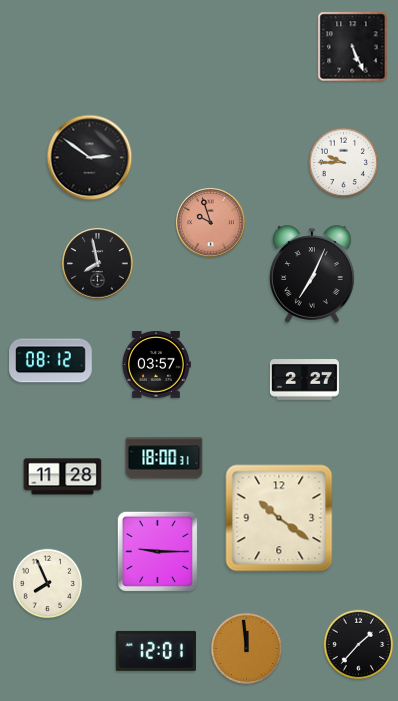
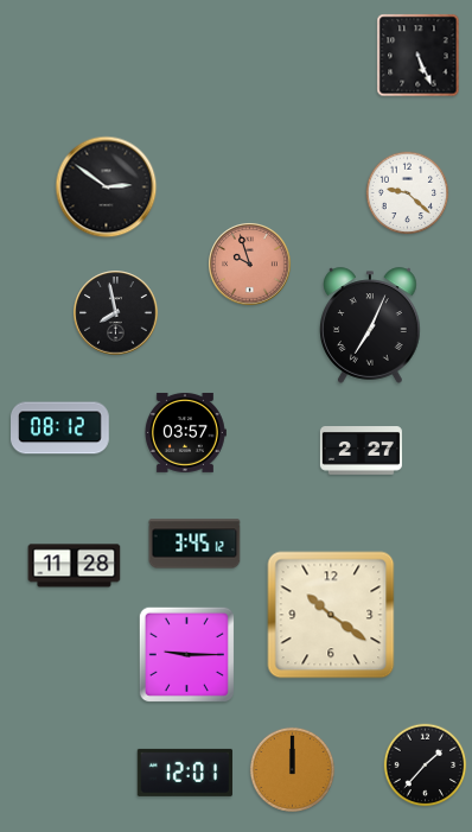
clock at (344, 163): 9:45 -> 9:22
clock at (164, 458): 18:00 -> 3:45
clock at (48, 584): 7:56 -> none
clock at (246, 648): 11:59 -> 12:00
